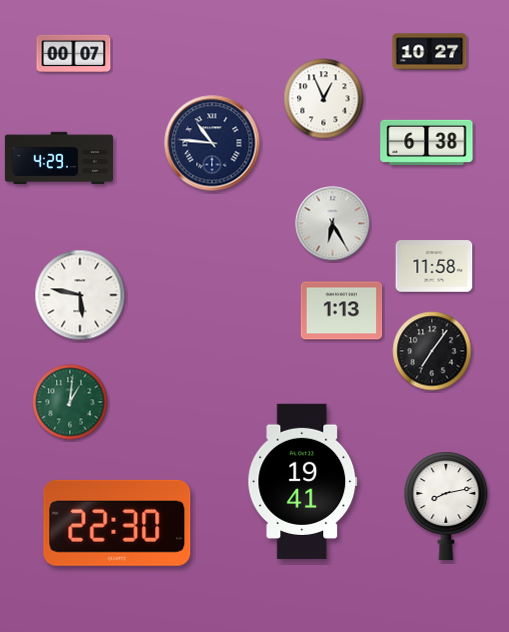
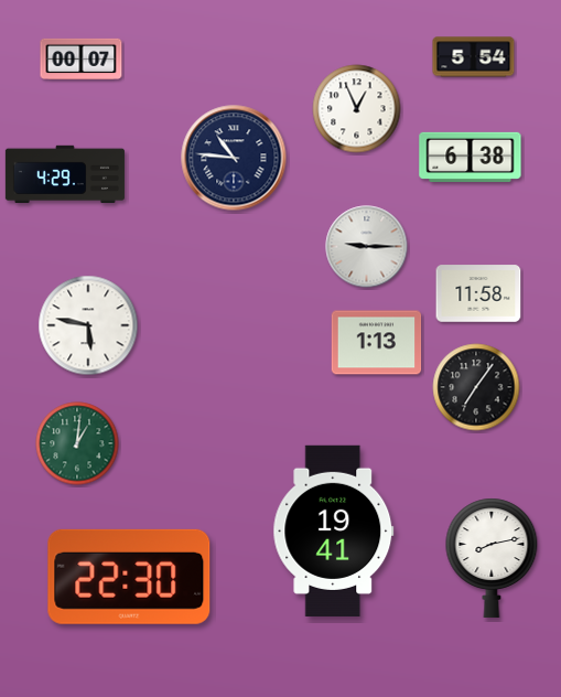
clock at (430, 52): 10:27 -> 5:54
clock at (333, 224): 6:25 -> 9:15
